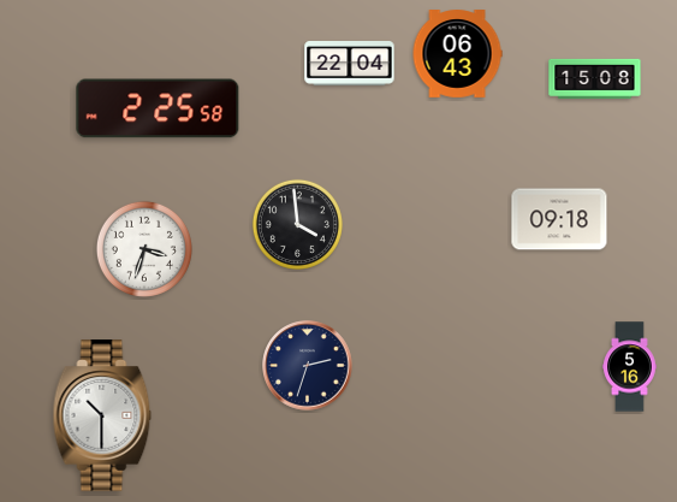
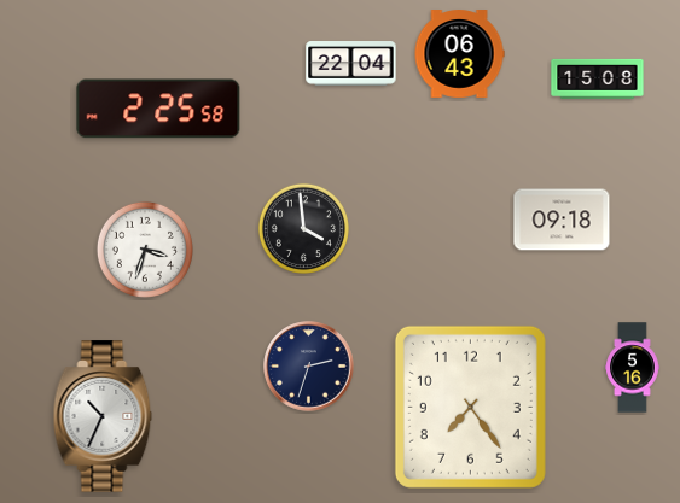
clock at (297, 224) position: (297, 224) -> (303, 228)
clock at (470, 407): none -> 7:24
clock at (102, 415): 10:30 -> 10:34
